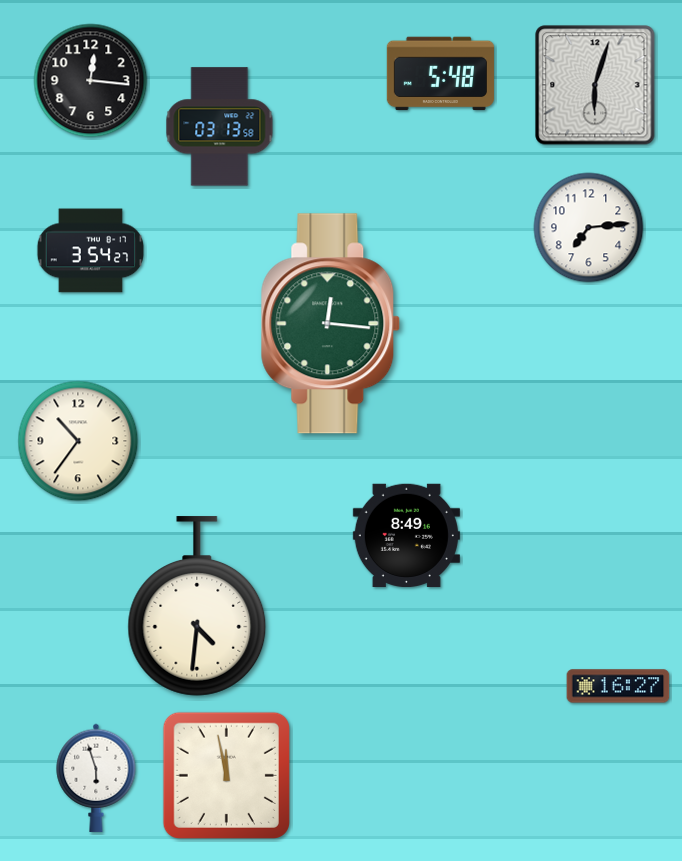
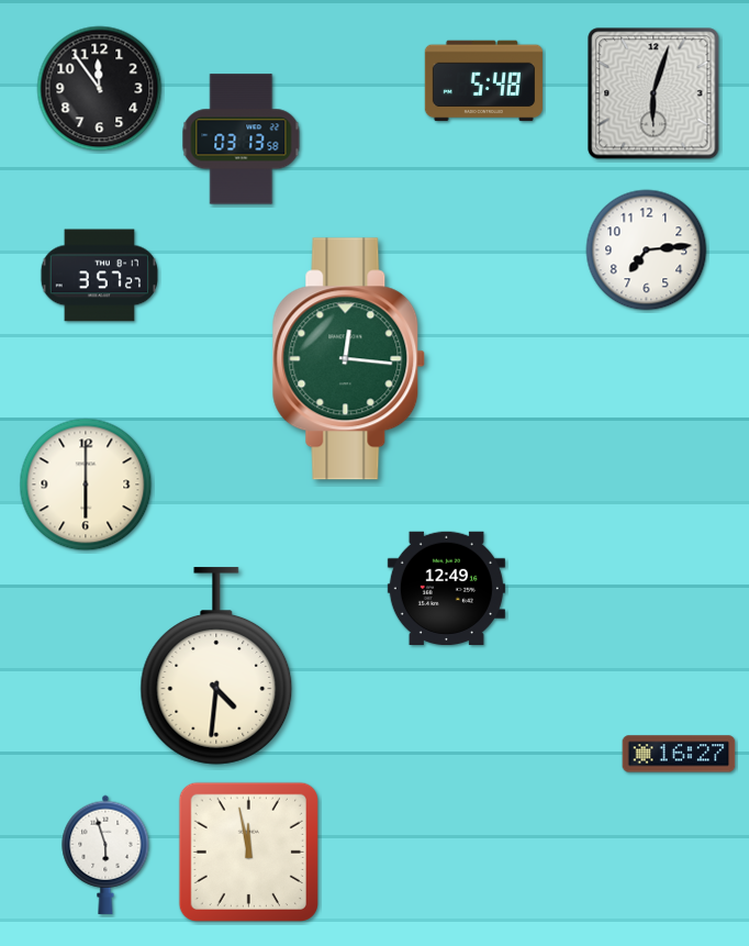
clock at (91, 81): 12:16 -> 11:54
clock at (91, 251): 3:54 -> 3:57
clock at (331, 324) position: (331, 324) -> (349, 359)
clock at (78, 441): 10:36 -> 6:00
clock at (406, 535): 8:49 -> 12:49
